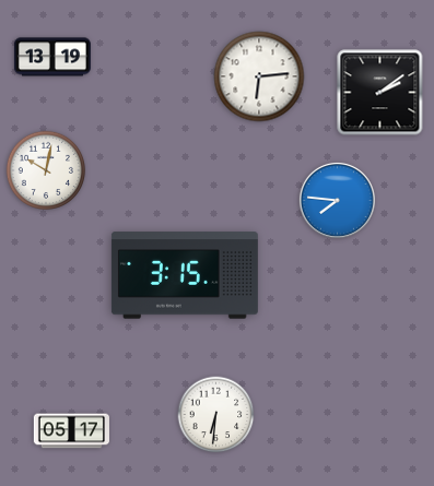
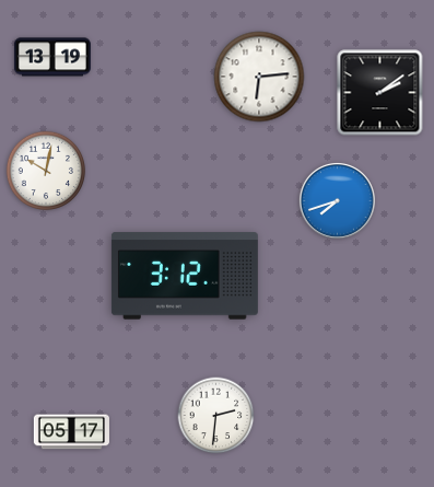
clock at (337, 200): 7:46 -> 7:42
clock at (185, 275): 3:15 -> 3:12
clock at (216, 415): 6:31 -> 2:31
